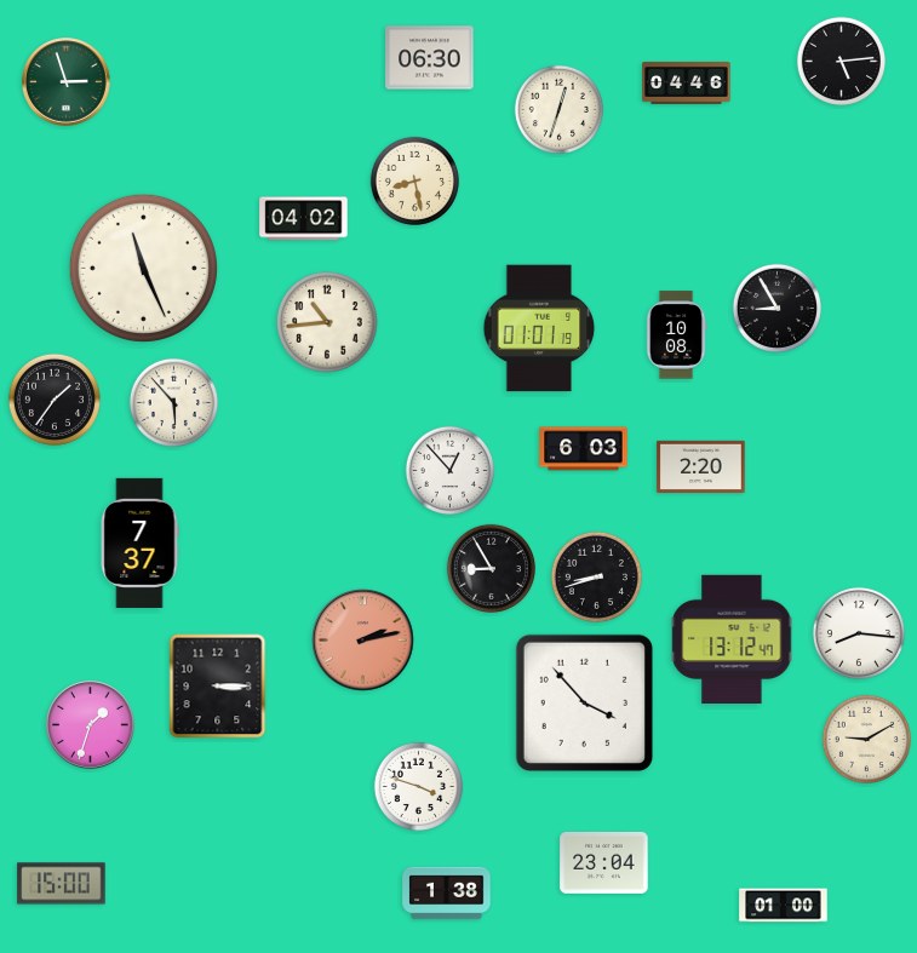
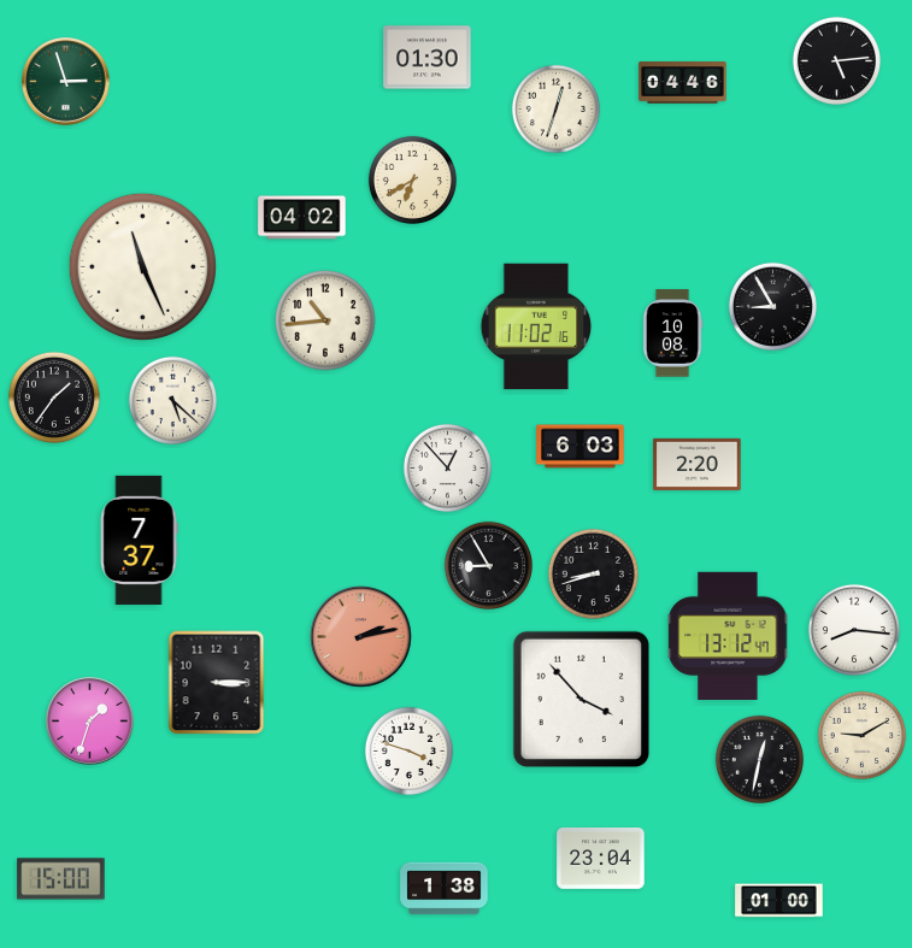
clock at (430, 58): 06:30 -> 01:30
clock at (414, 180): 8:28 -> 6:40
clock at (539, 328): 01:01 -> 11:02
clock at (173, 402): 5:53 -> 5:22
clock at (759, 759): none -> 12:32
clock at (418, 786) position: (418, 786) -> (408, 750)
